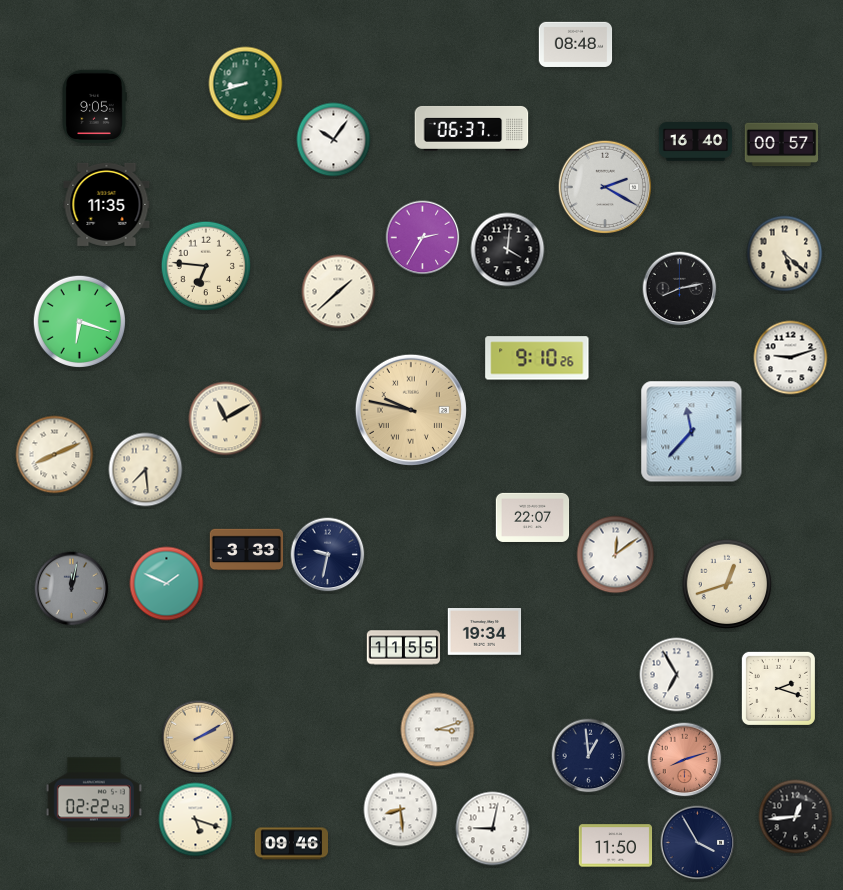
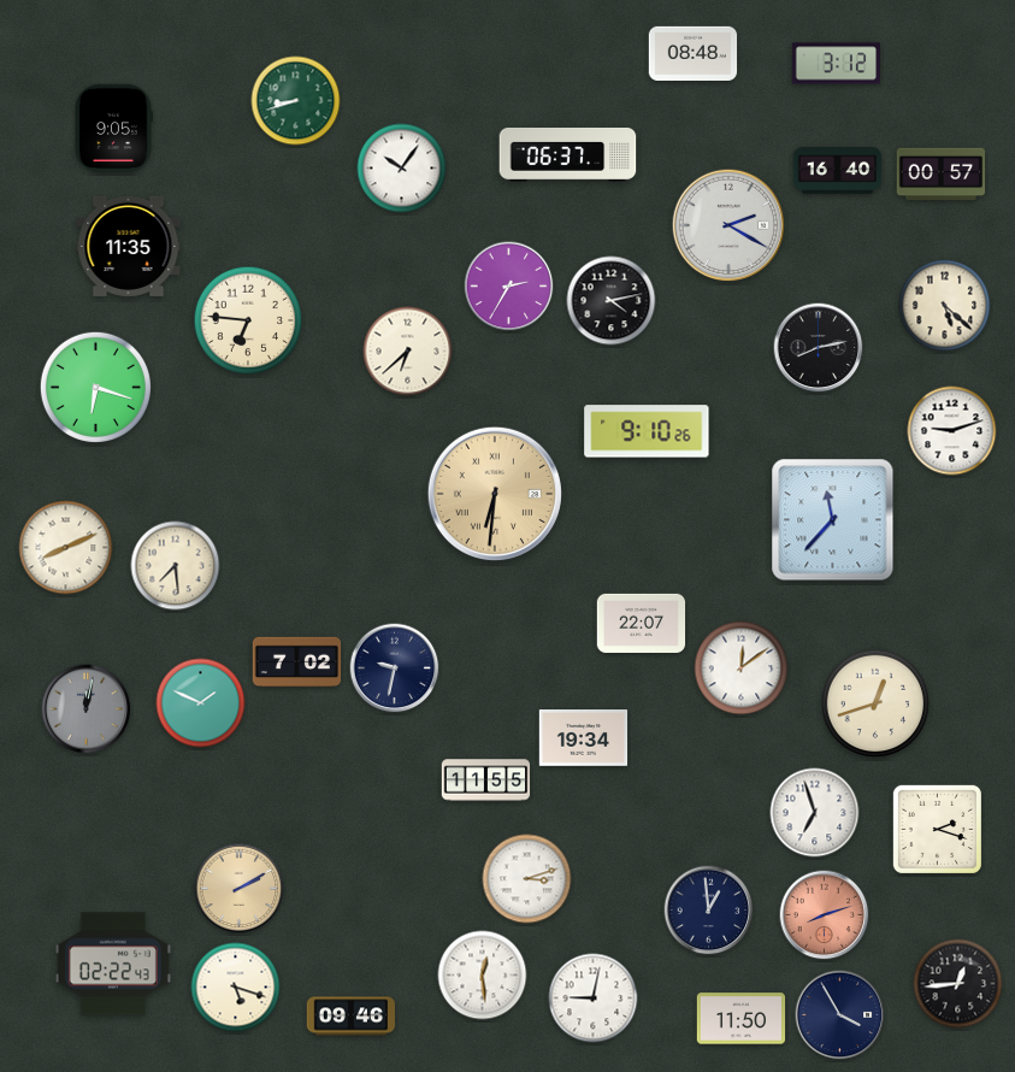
clock at (837, 64): none -> 3:12
clock at (508, 250): 4:01 -> 4:13
clock at (339, 292): 1:38 -> 6:38
clock at (411, 410): 9:47 -> 6:31
clock at (226, 419): 11:10 -> none
clock at (247, 550): 3:33 -> 7:02
clock at (485, 632) position: (485, 632) -> (584, 738)
clock at (677, 675): 6:55 -> 6:57
clock at (401, 810): 8:29 -> 12:29
